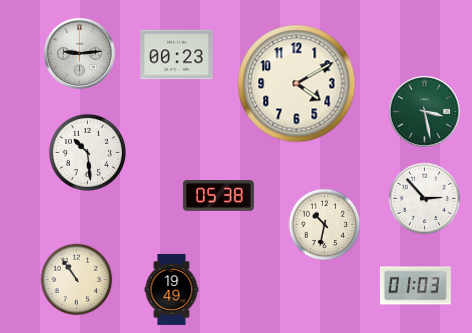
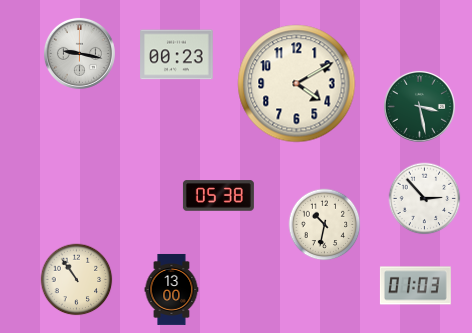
clock at (79, 53): 9:14 -> 9:17
clock at (424, 111) position: (424, 111) -> (419, 106)
clock at (87, 152): 10:29 -> none
clock at (172, 289): 19:49 -> 13:00
